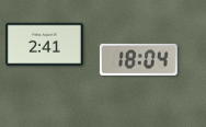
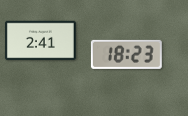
clock at (138, 59): 18:04 -> 18:23
